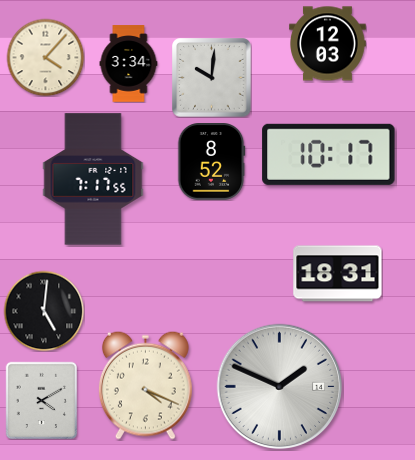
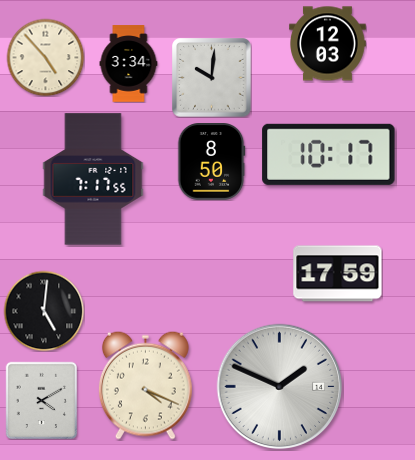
clock at (45, 57): 4:07 -> 4:53
clock at (211, 162): 8:52 -> 8:50
clock at (338, 274): 18:31 -> 17:59
